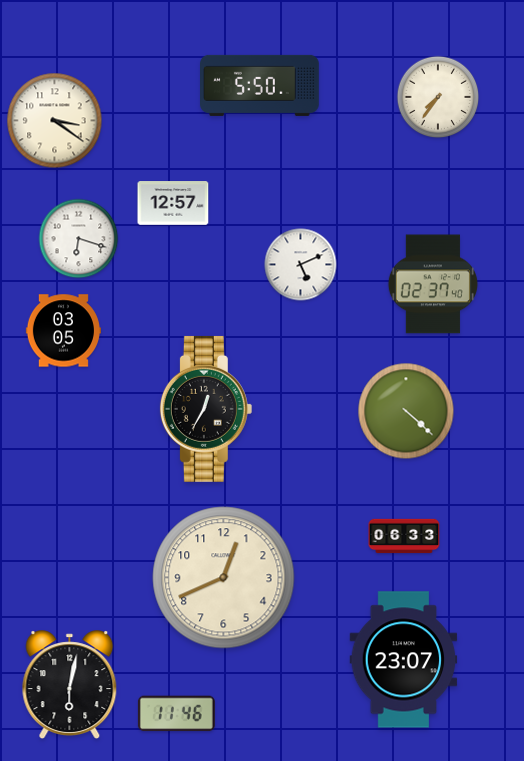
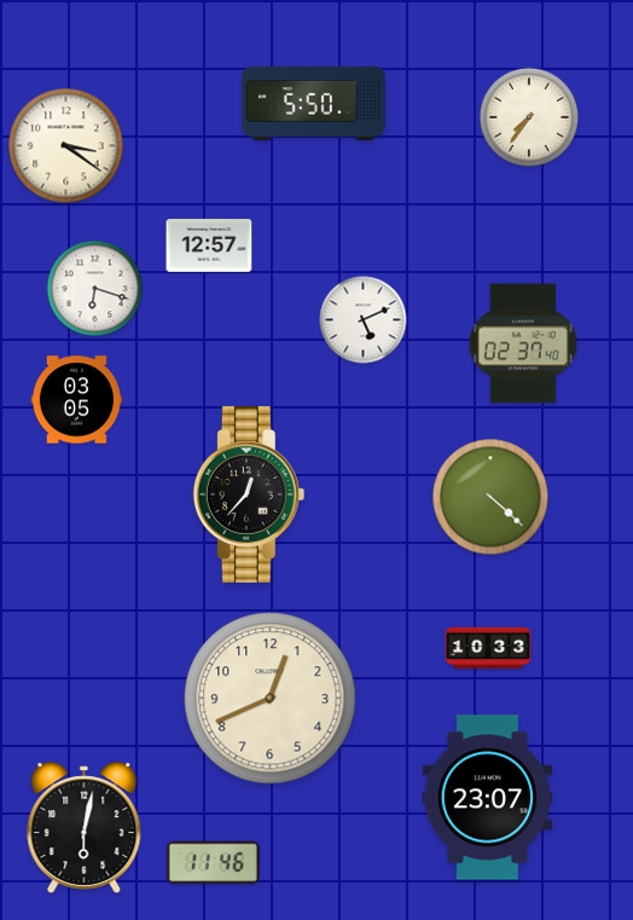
clock at (206, 409): 12:35 -> 12:37
clock at (404, 536): 06:33 -> 10:33
